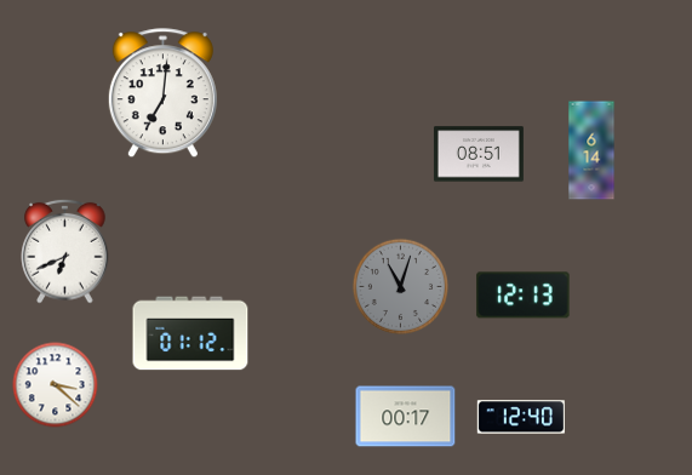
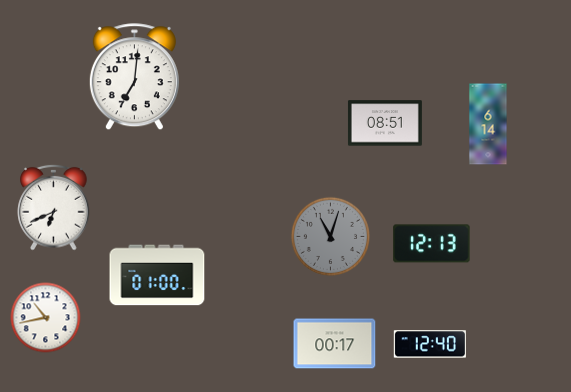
clock at (479, 154) position: (479, 154) -> (385, 123)
clock at (190, 333): 01:12 -> 01:00
clock at (56, 385): 3:22 -> 10:43
